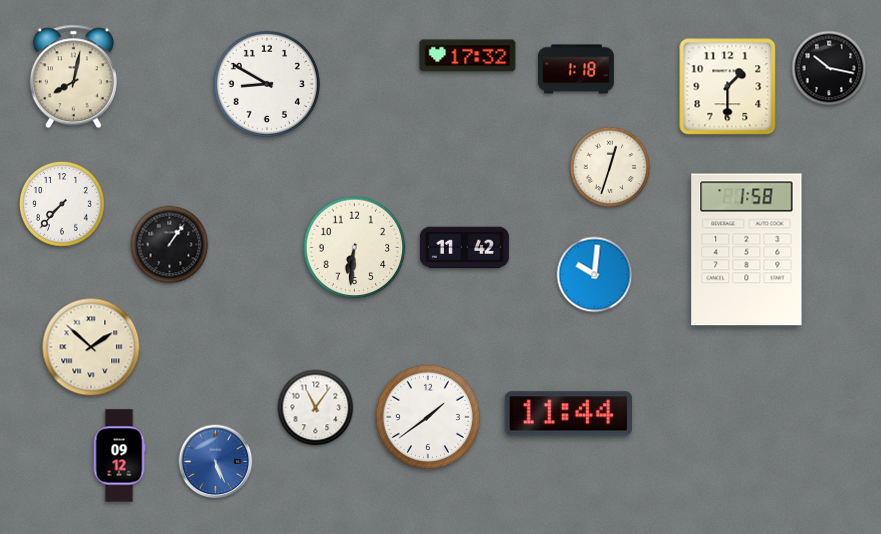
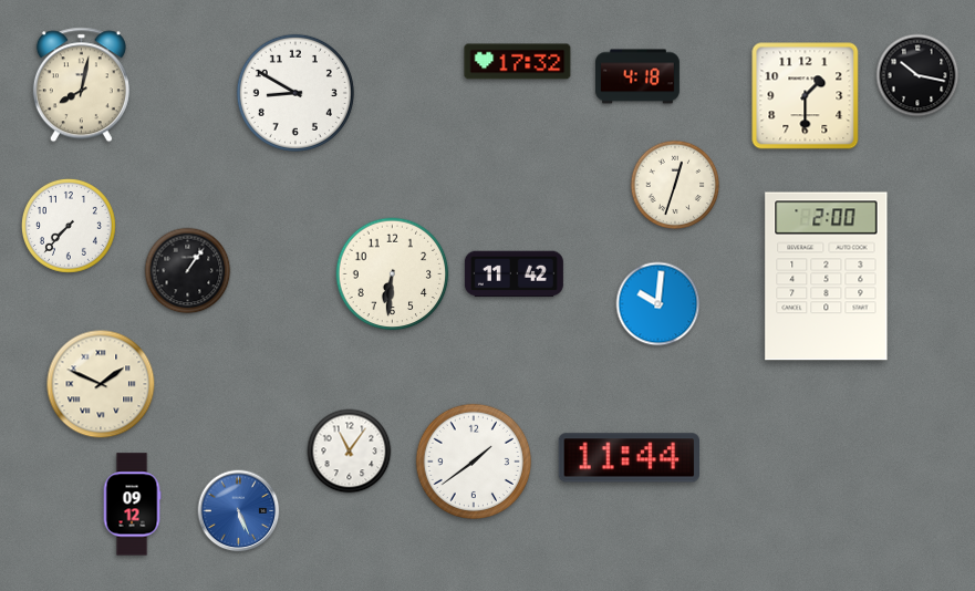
clock at (577, 69): 1:18 -> 4:18
clock at (747, 250): 1:58 -> 2:00
clock at (91, 347): 1:52 -> 1:49
